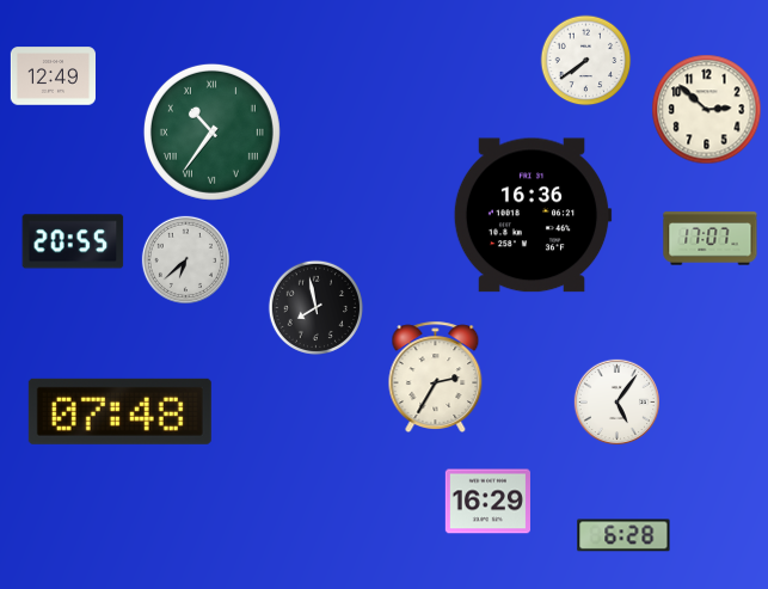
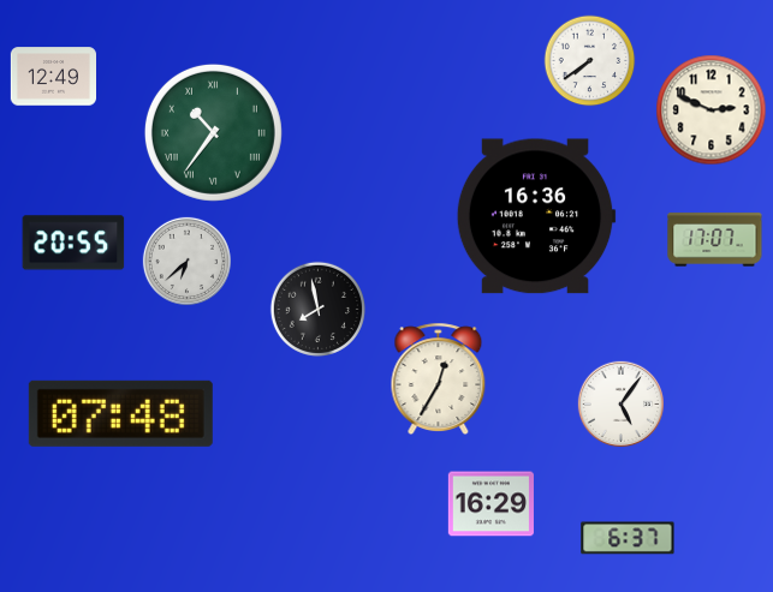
clock at (707, 110): 2:52 -> 2:49
clock at (436, 376): 2:35 -> 12:35
clock at (623, 535): 6:28 -> 6:37
